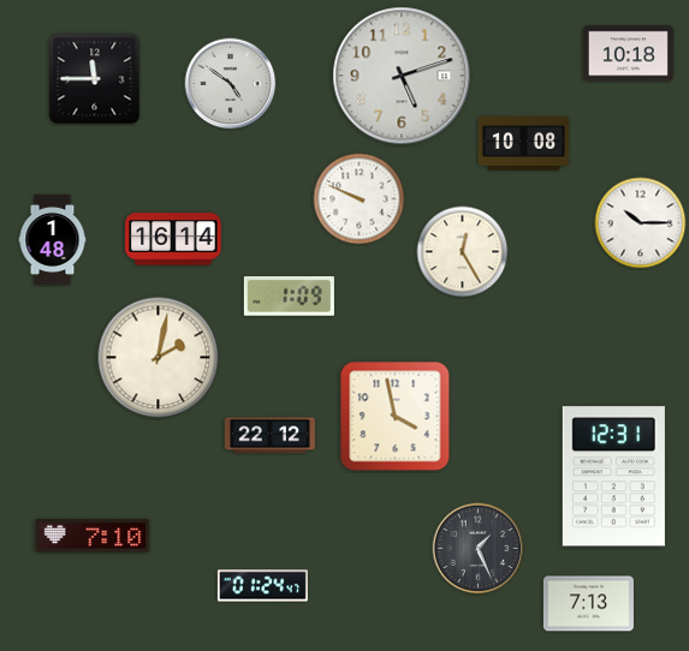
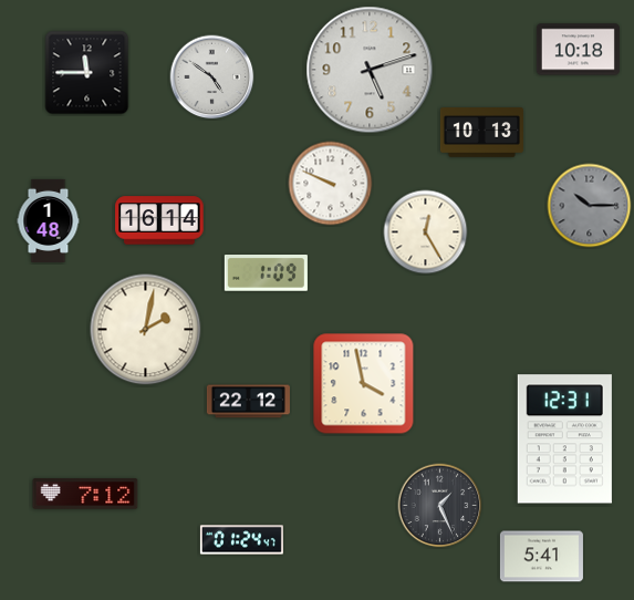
clock at (523, 144): 10:08 -> 10:13
clock at (641, 223) dial: white -> grey
clock at (93, 536): 7:10 -> 7:12
clock at (588, 604): 7:13 -> 5:41
